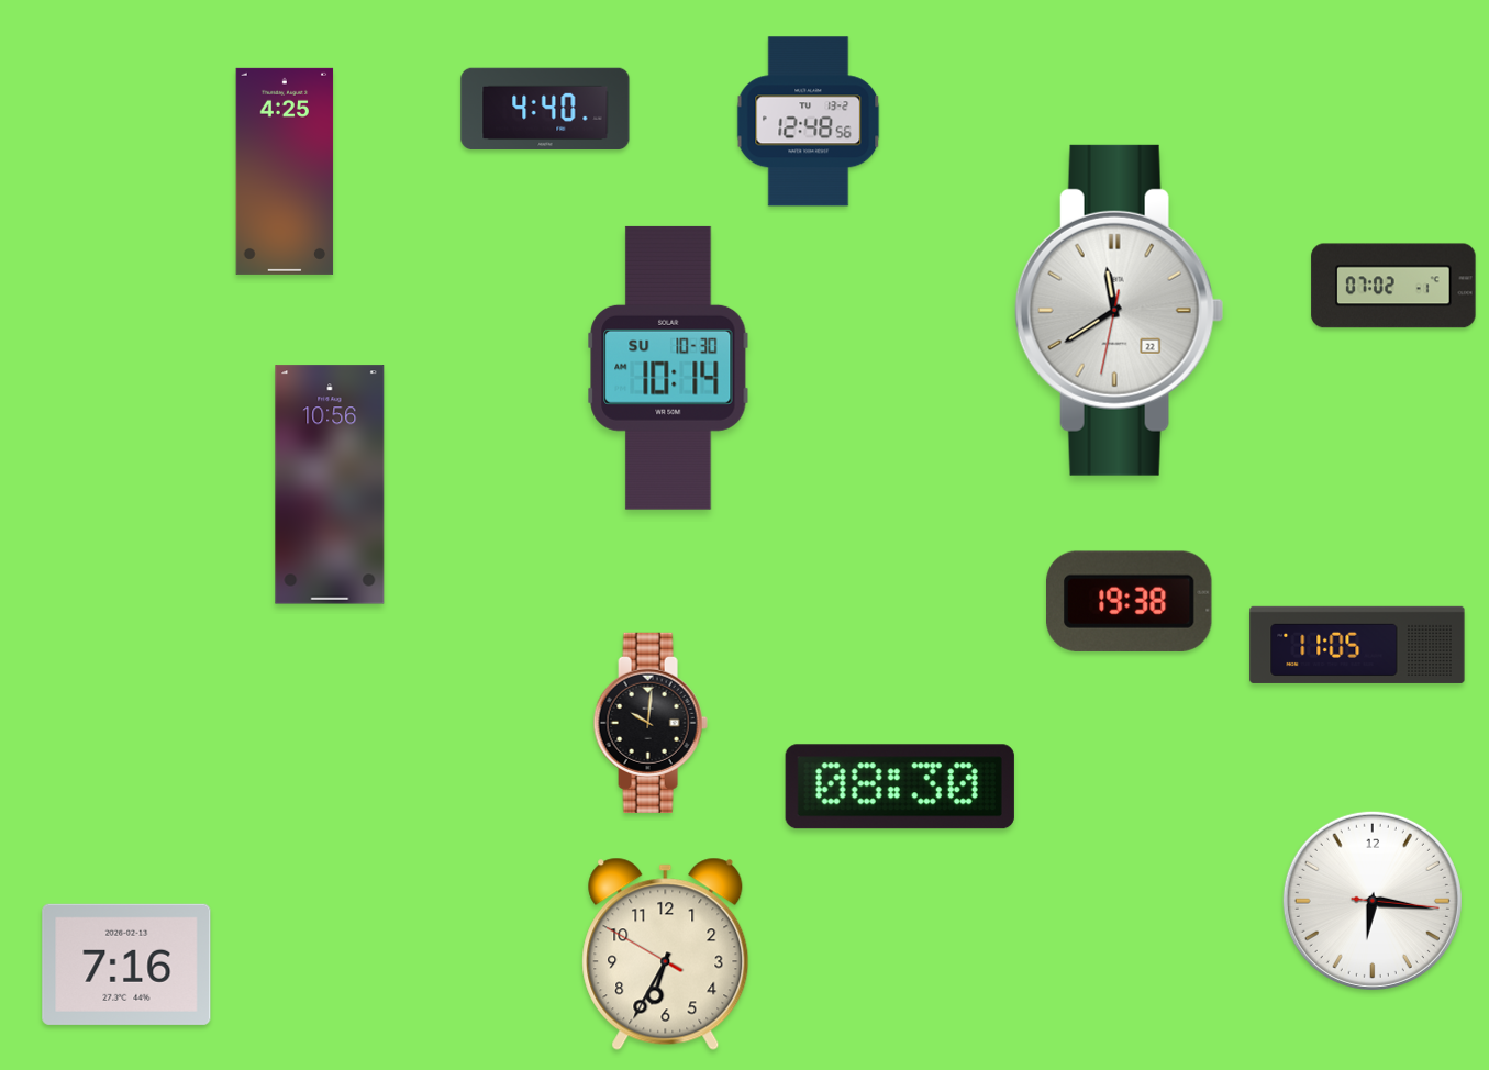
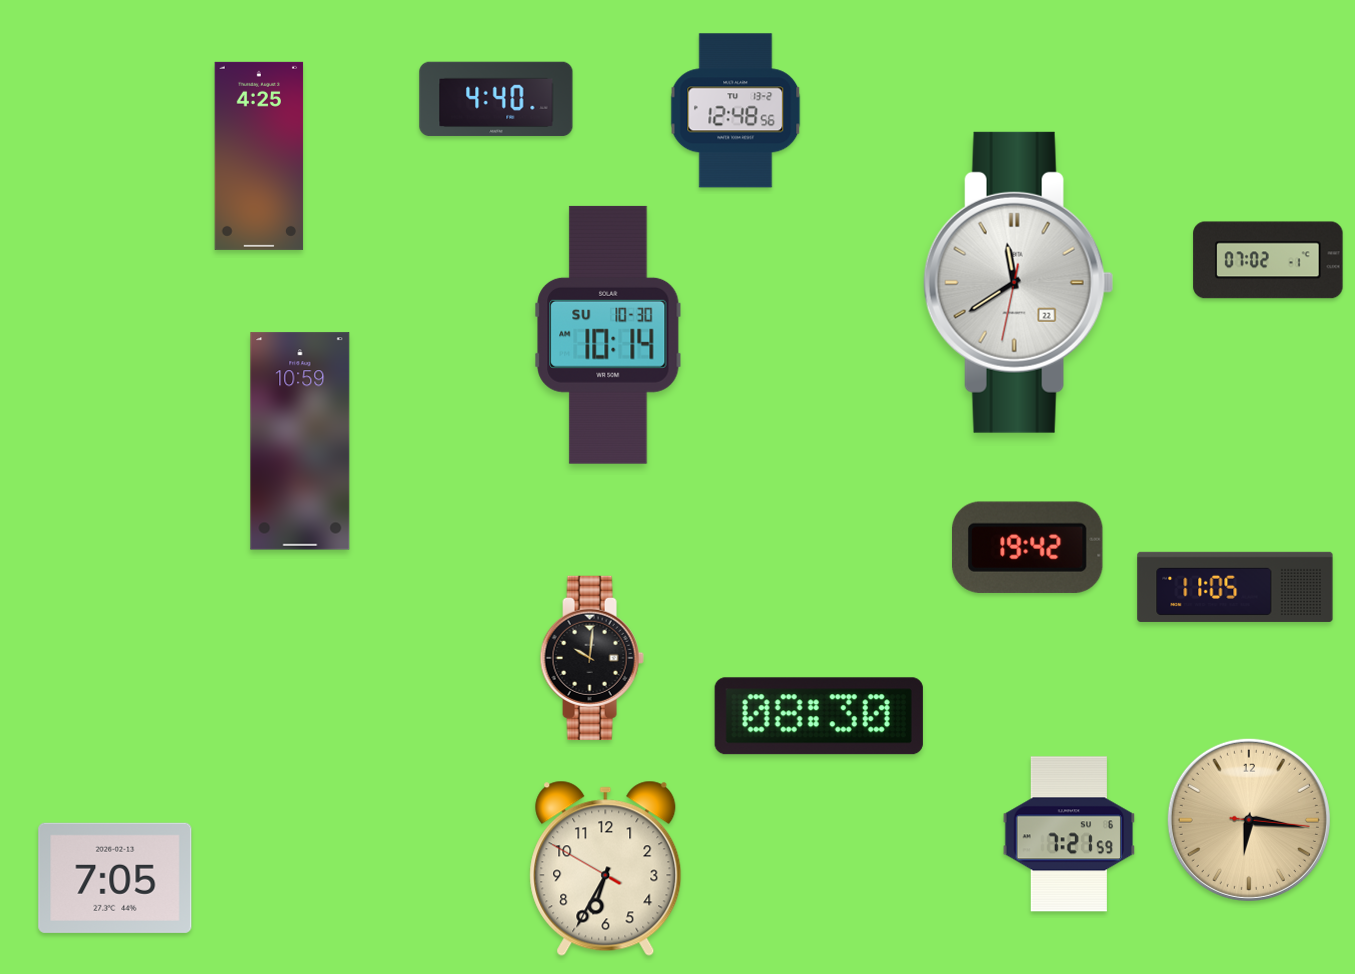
clock at (330, 484): 10:56 -> 10:59
clock at (1129, 601): 19:38 -> 19:42
clock at (1373, 901) dial: white -> champagne
clock at (1069, 834): none -> 7:21
clock at (126, 965): 7:16 -> 7:05
